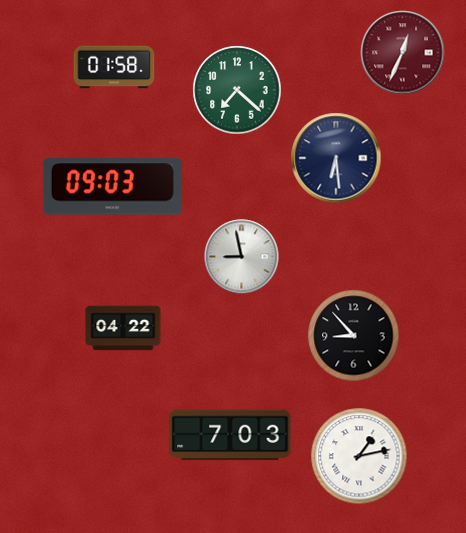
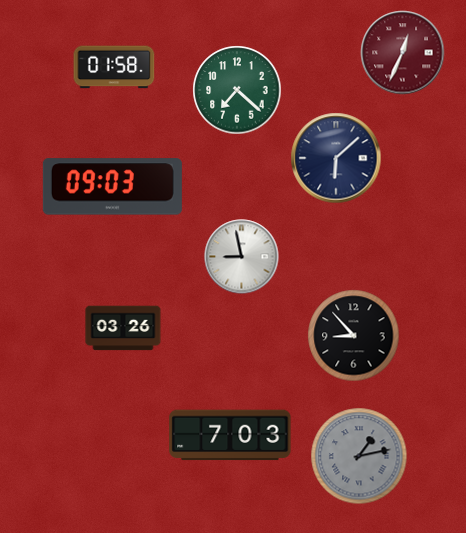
clock at (336, 158): 6:29 -> 6:08
clock at (123, 328): 04:22 -> 03:26
clock at (359, 456) dial: white -> grey
